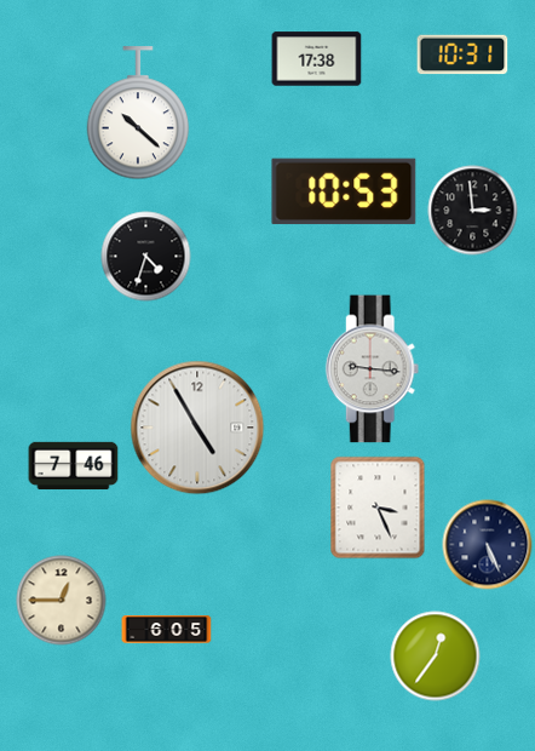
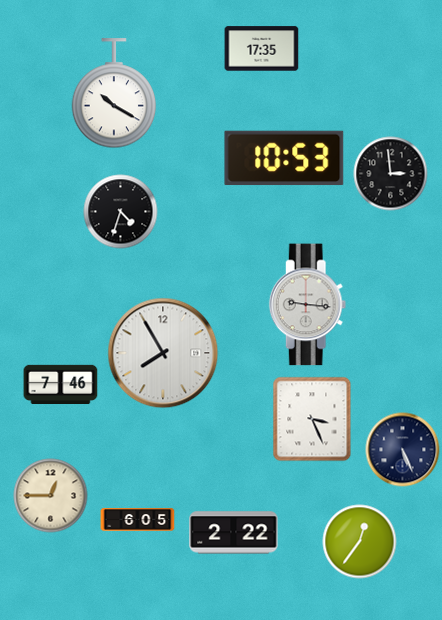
clock at (462, 55): 10:31 -> none
clock at (317, 59): 17:38 -> 17:35
clock at (138, 114): 10:22 -> 10:20
clock at (197, 428): 4:55 -> 7:55
clock at (234, 533): none -> 2:22
